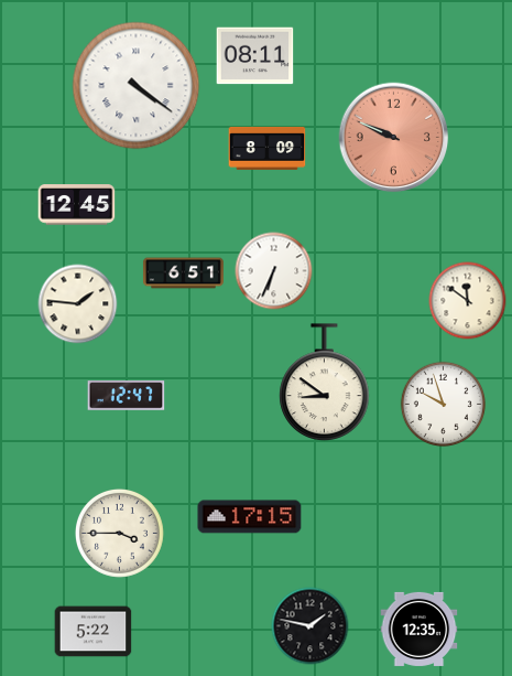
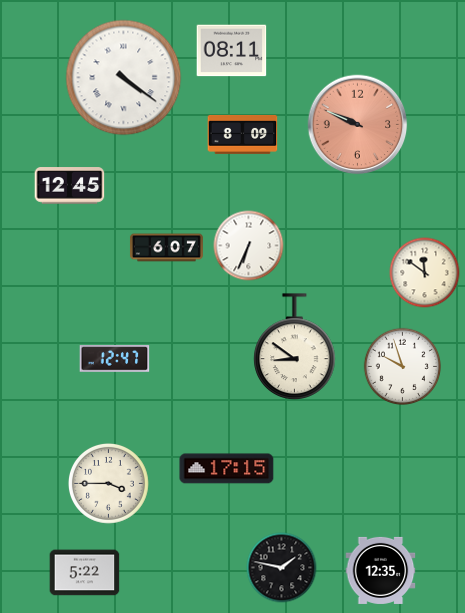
clock at (183, 273): 6:51 -> 6:07
clock at (78, 304): 1:46 -> none
